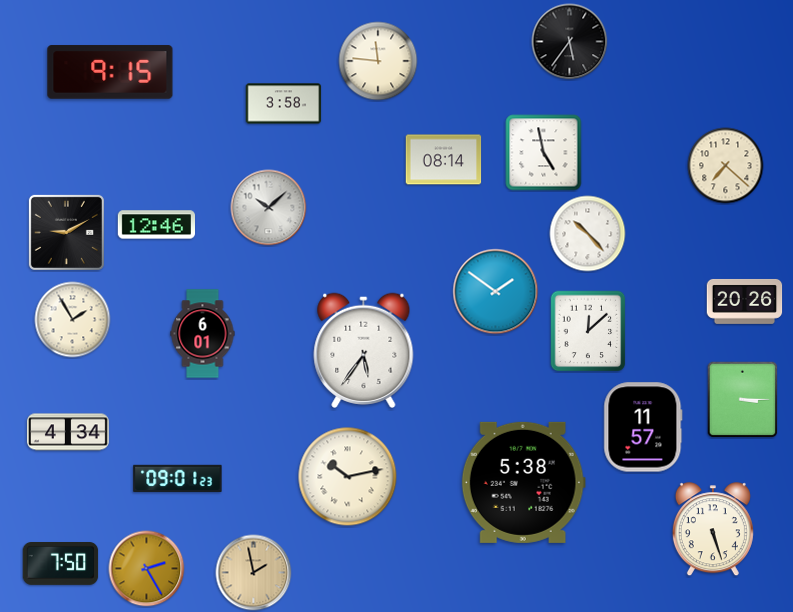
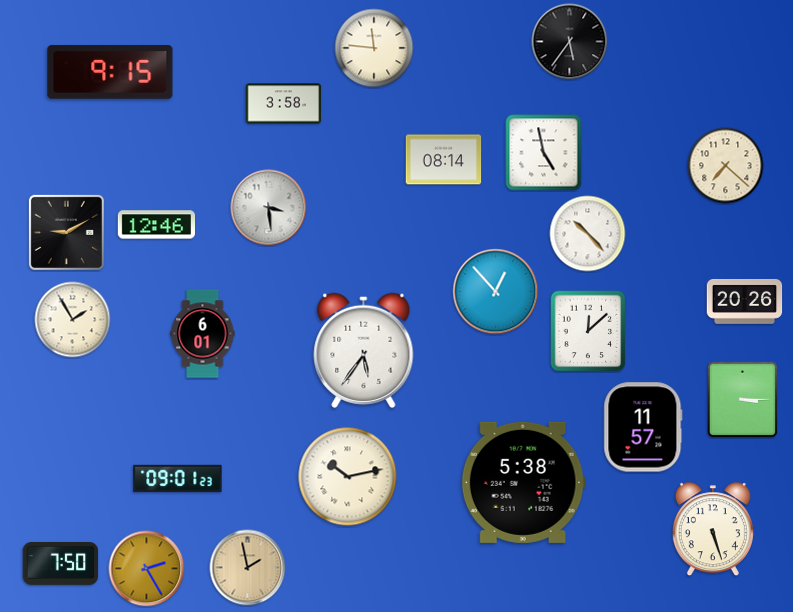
clock at (378, 61) position: (378, 61) -> (374, 48)
clock at (269, 208): 10:08 -> 3:29
clock at (496, 292): 1:51 -> 12:53
clock at (68, 432): 4:34 -> none
clock at (254, 573) position: (254, 573) -> (248, 568)
